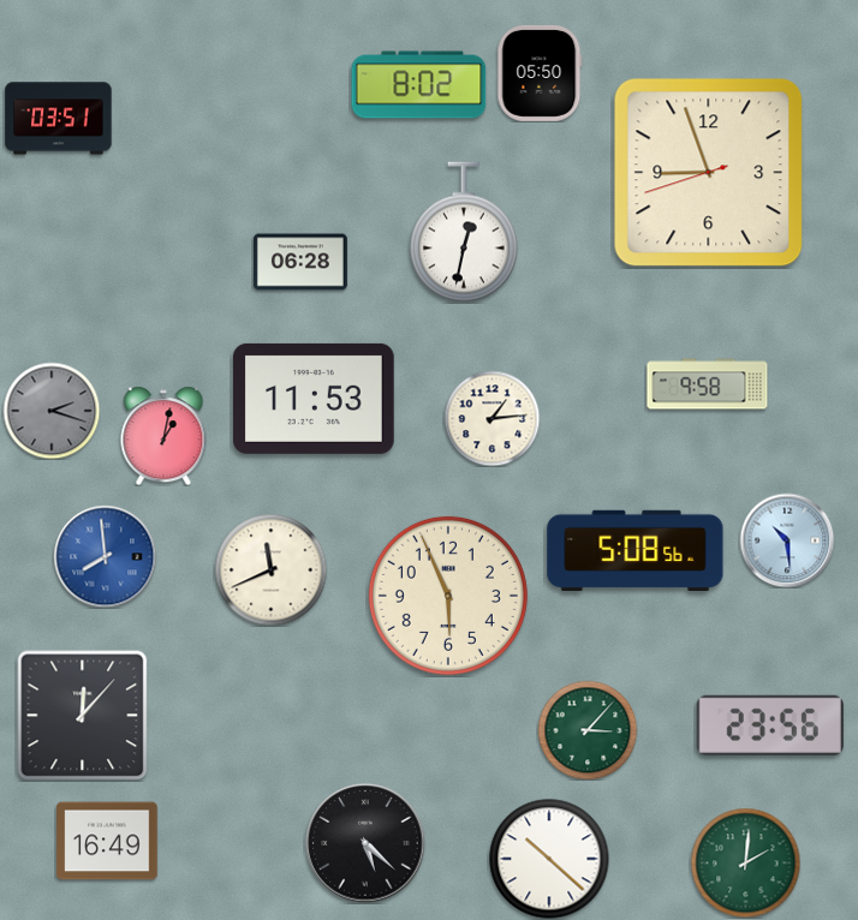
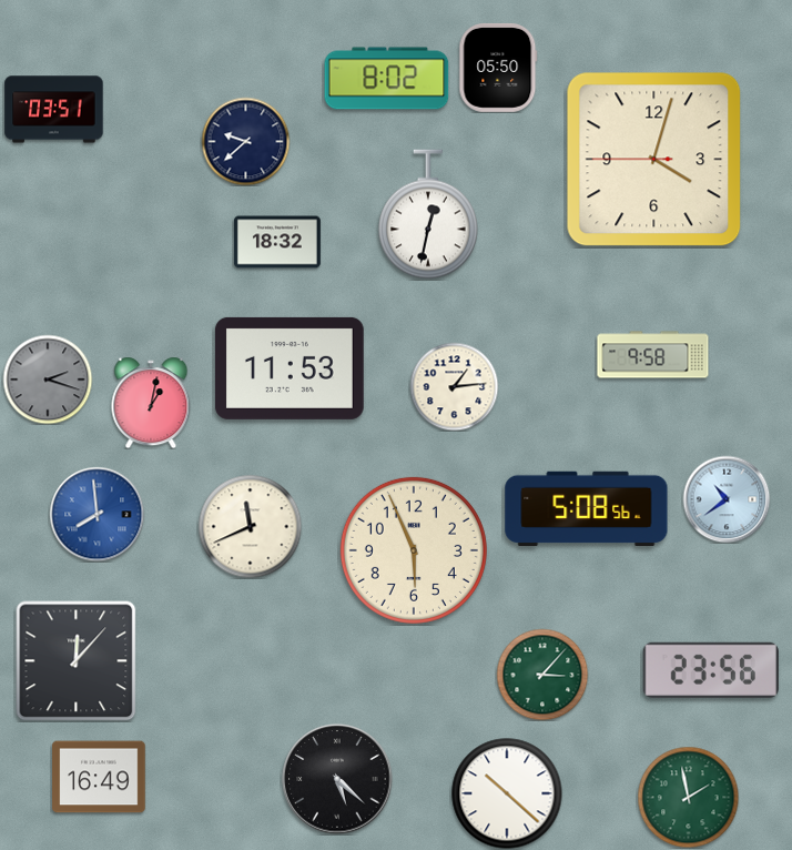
clock at (245, 141): none -> 9:38
clock at (709, 173): 8:56 -> 4:02
clock at (300, 262): 06:28 -> 18:32
clock at (787, 540): 10:29 -> 10:39
clock at (745, 862): 2:01 -> 1:58
